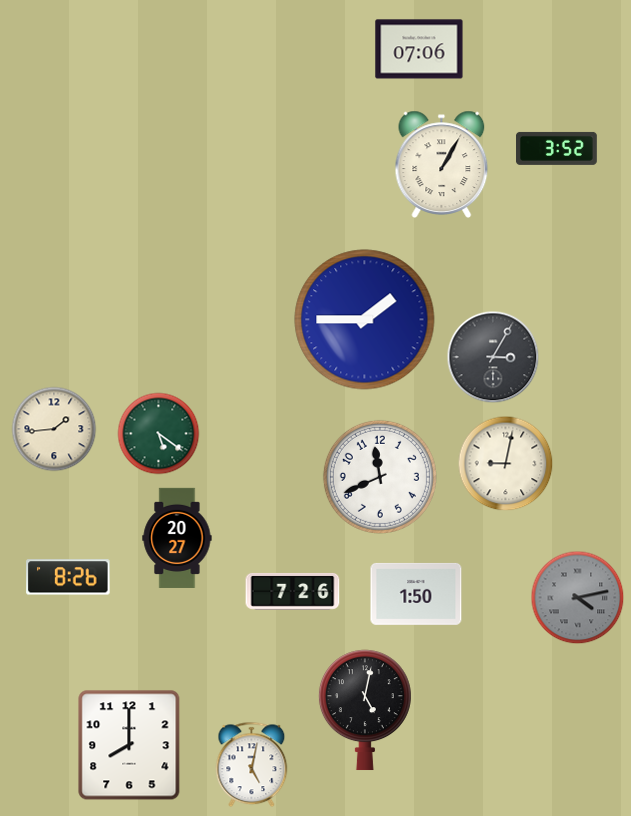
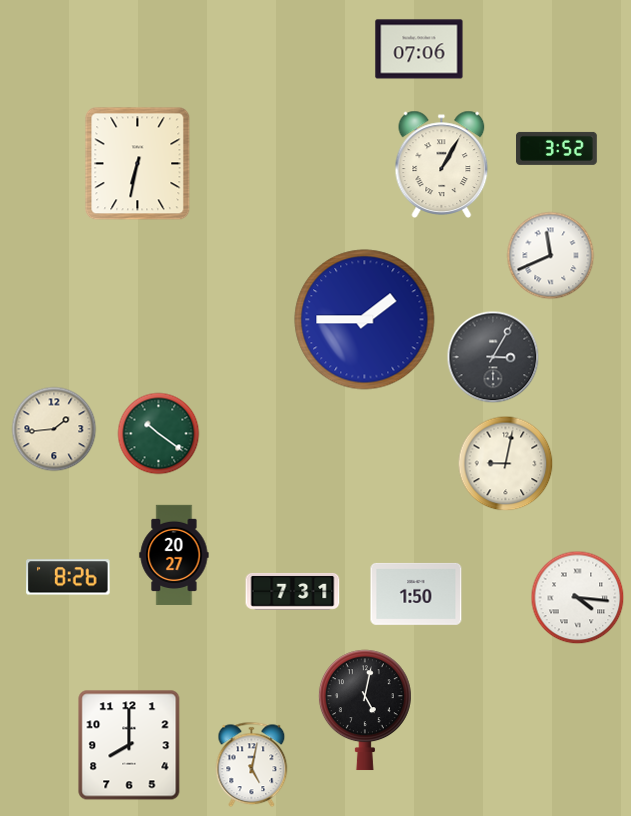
clock at (138, 164): none -> 6:32
clock at (551, 256): none -> 11:41
clock at (159, 434): 5:21 -> 10:21
clock at (380, 477): 11:41 -> none
clock at (177, 537) position: (177, 537) -> (174, 554)
clock at (293, 591): 7:26 -> 7:31
clock at (578, 598): 4:13 -> 4:16
clock at (578, 598) dial: grey -> white
